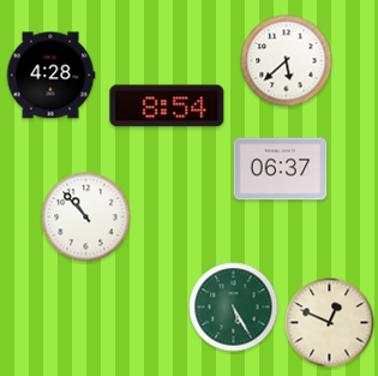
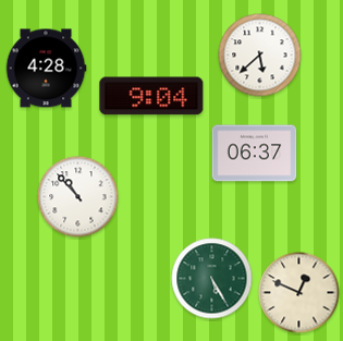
clock at (167, 106): 8:54 -> 9:04
